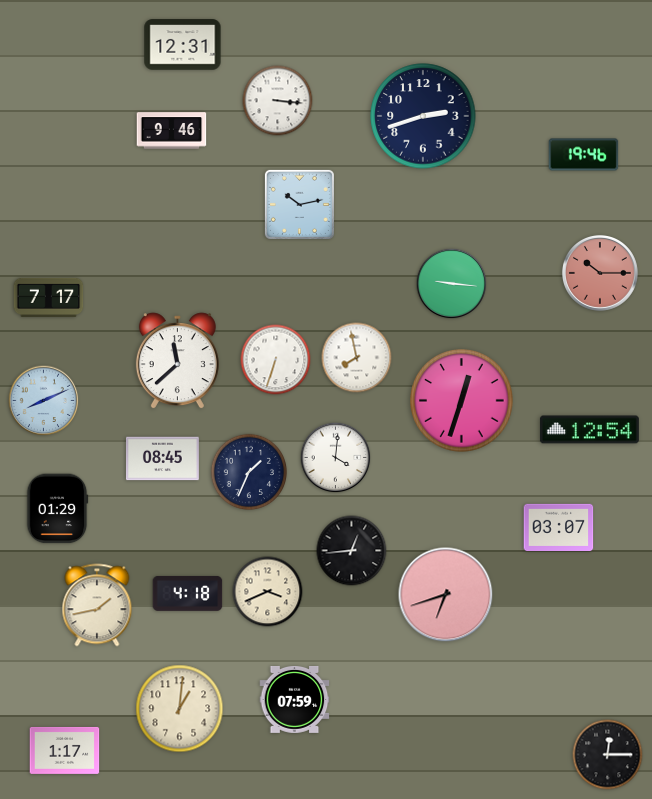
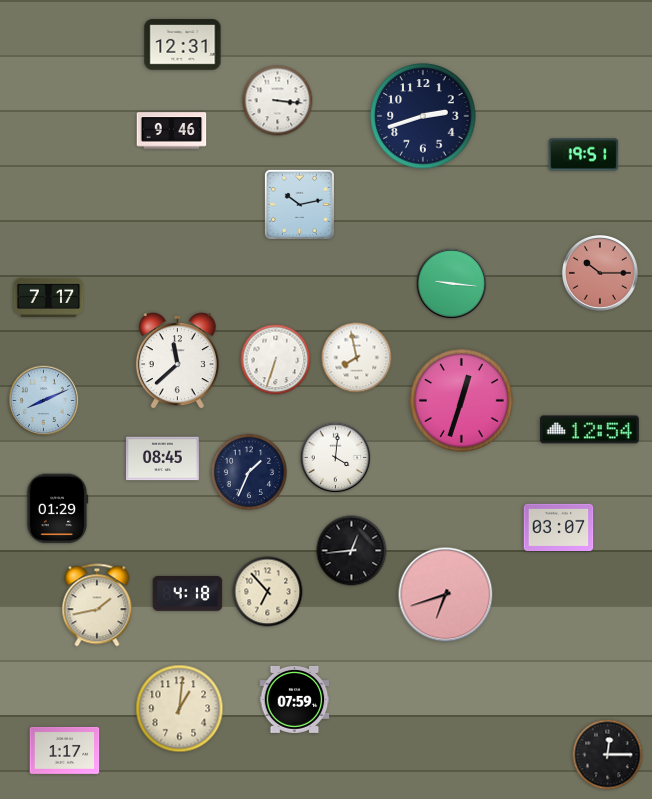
clock at (584, 155): 19:46 -> 19:51
clock at (268, 592): 3:41 -> 6:53
